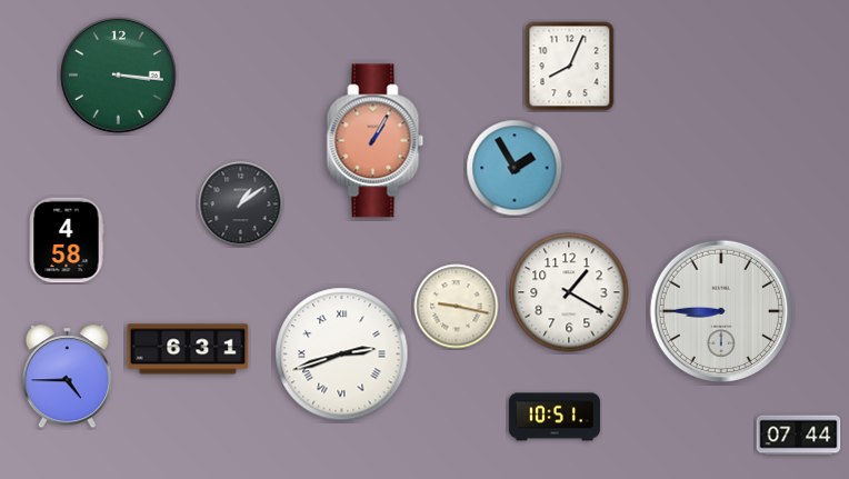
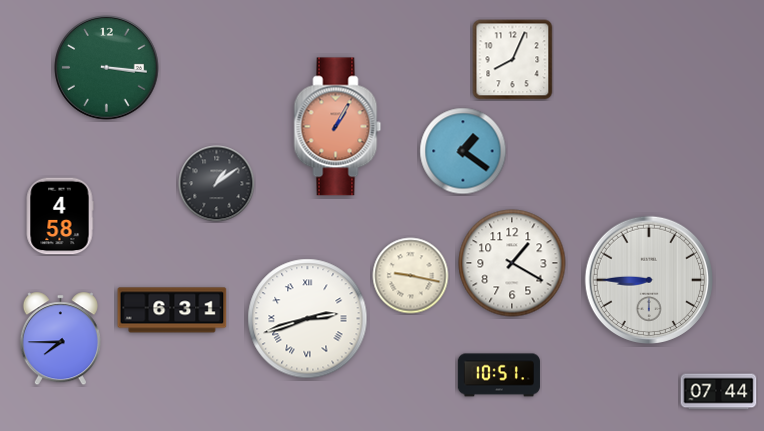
clock at (515, 168): 1:55 -> 1:21
clock at (188, 349) position: (188, 349) -> (172, 310)
clock at (67, 377): 4:45 -> 7:45
